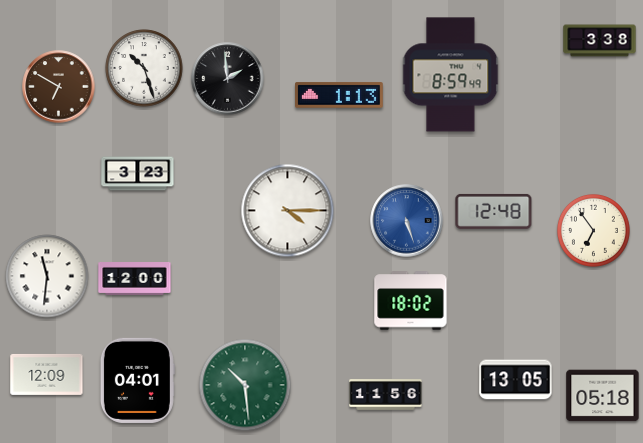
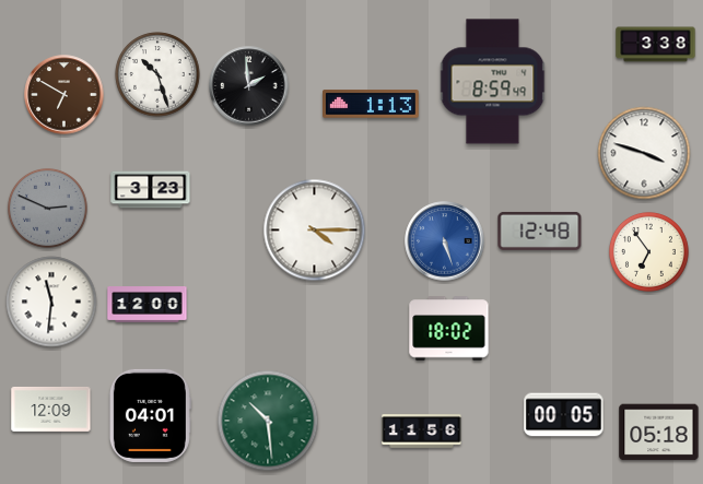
clock at (644, 153): none -> 3:48
clock at (47, 208): none -> 2:49
clock at (516, 380): 13:05 -> 00:05
